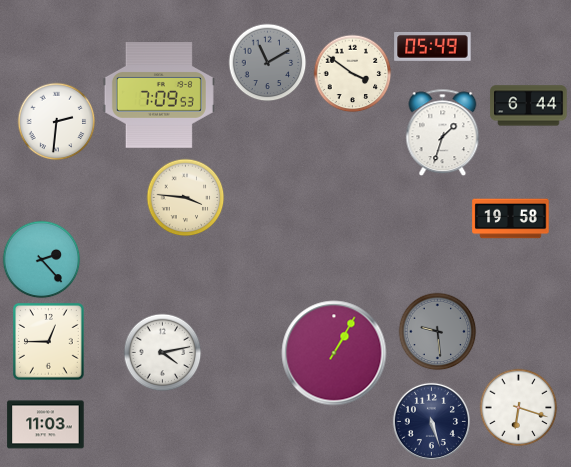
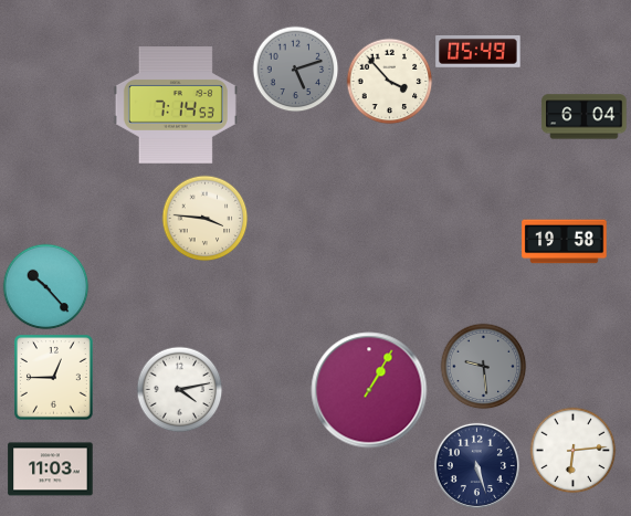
clock at (267, 62): 11:10 -> 5:12
clock at (352, 73): 3:51 -> 3:53
clock at (159, 95): 7:09 -> 7:14
clock at (529, 106): 6:44 -> 6:04
clock at (56, 121): 2:31 -> none
clock at (443, 132): 1:33 -> none
clock at (41, 259): 2:23 -> 10:23
clock at (518, 407): 6:18 -> 6:14
